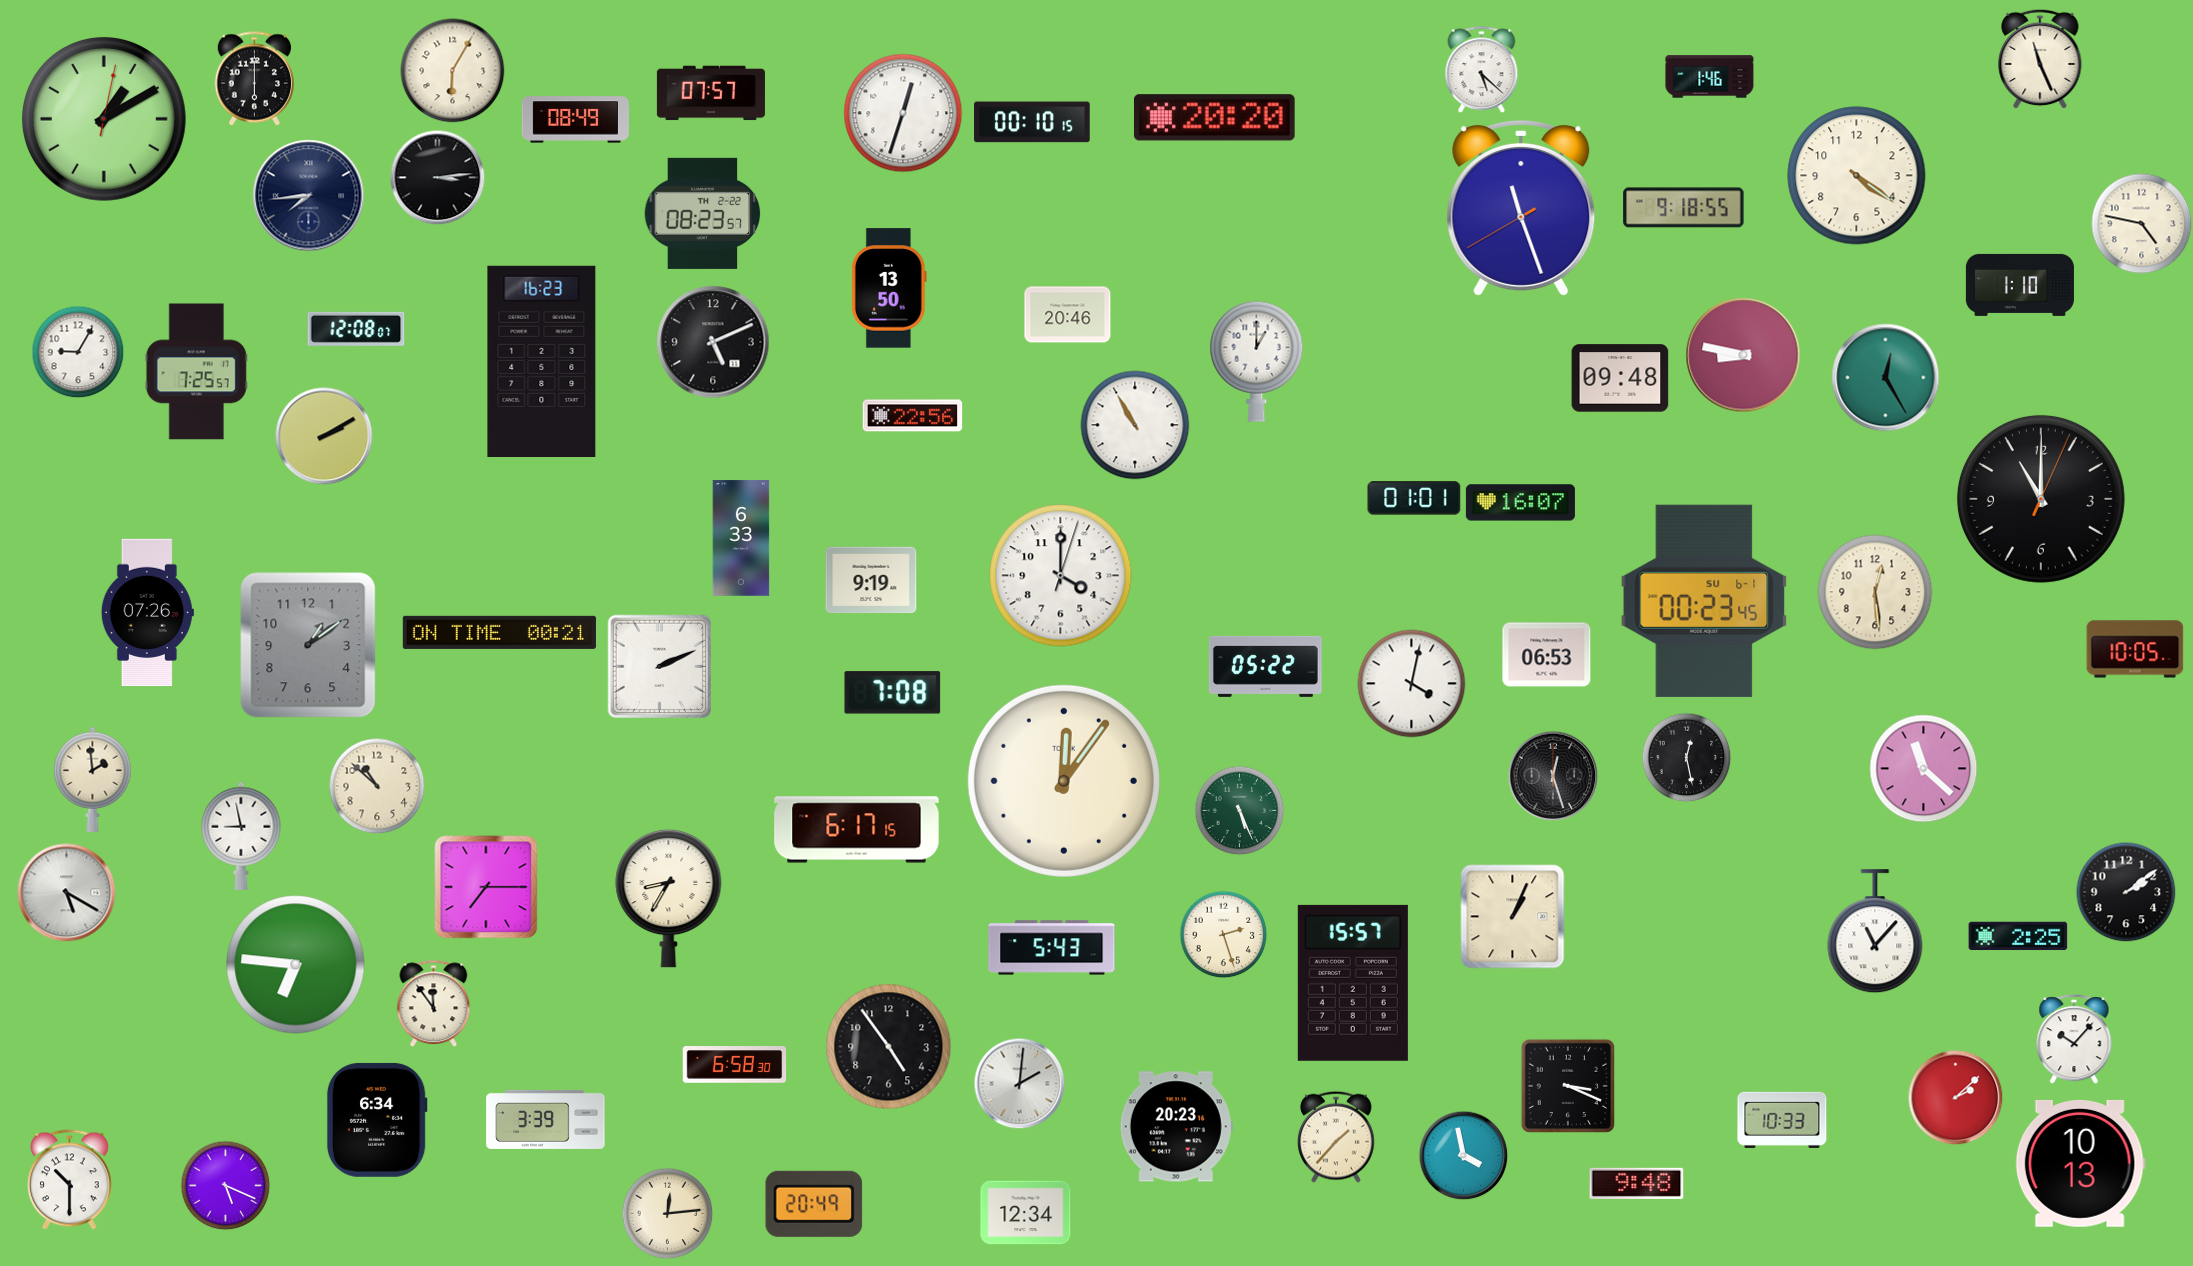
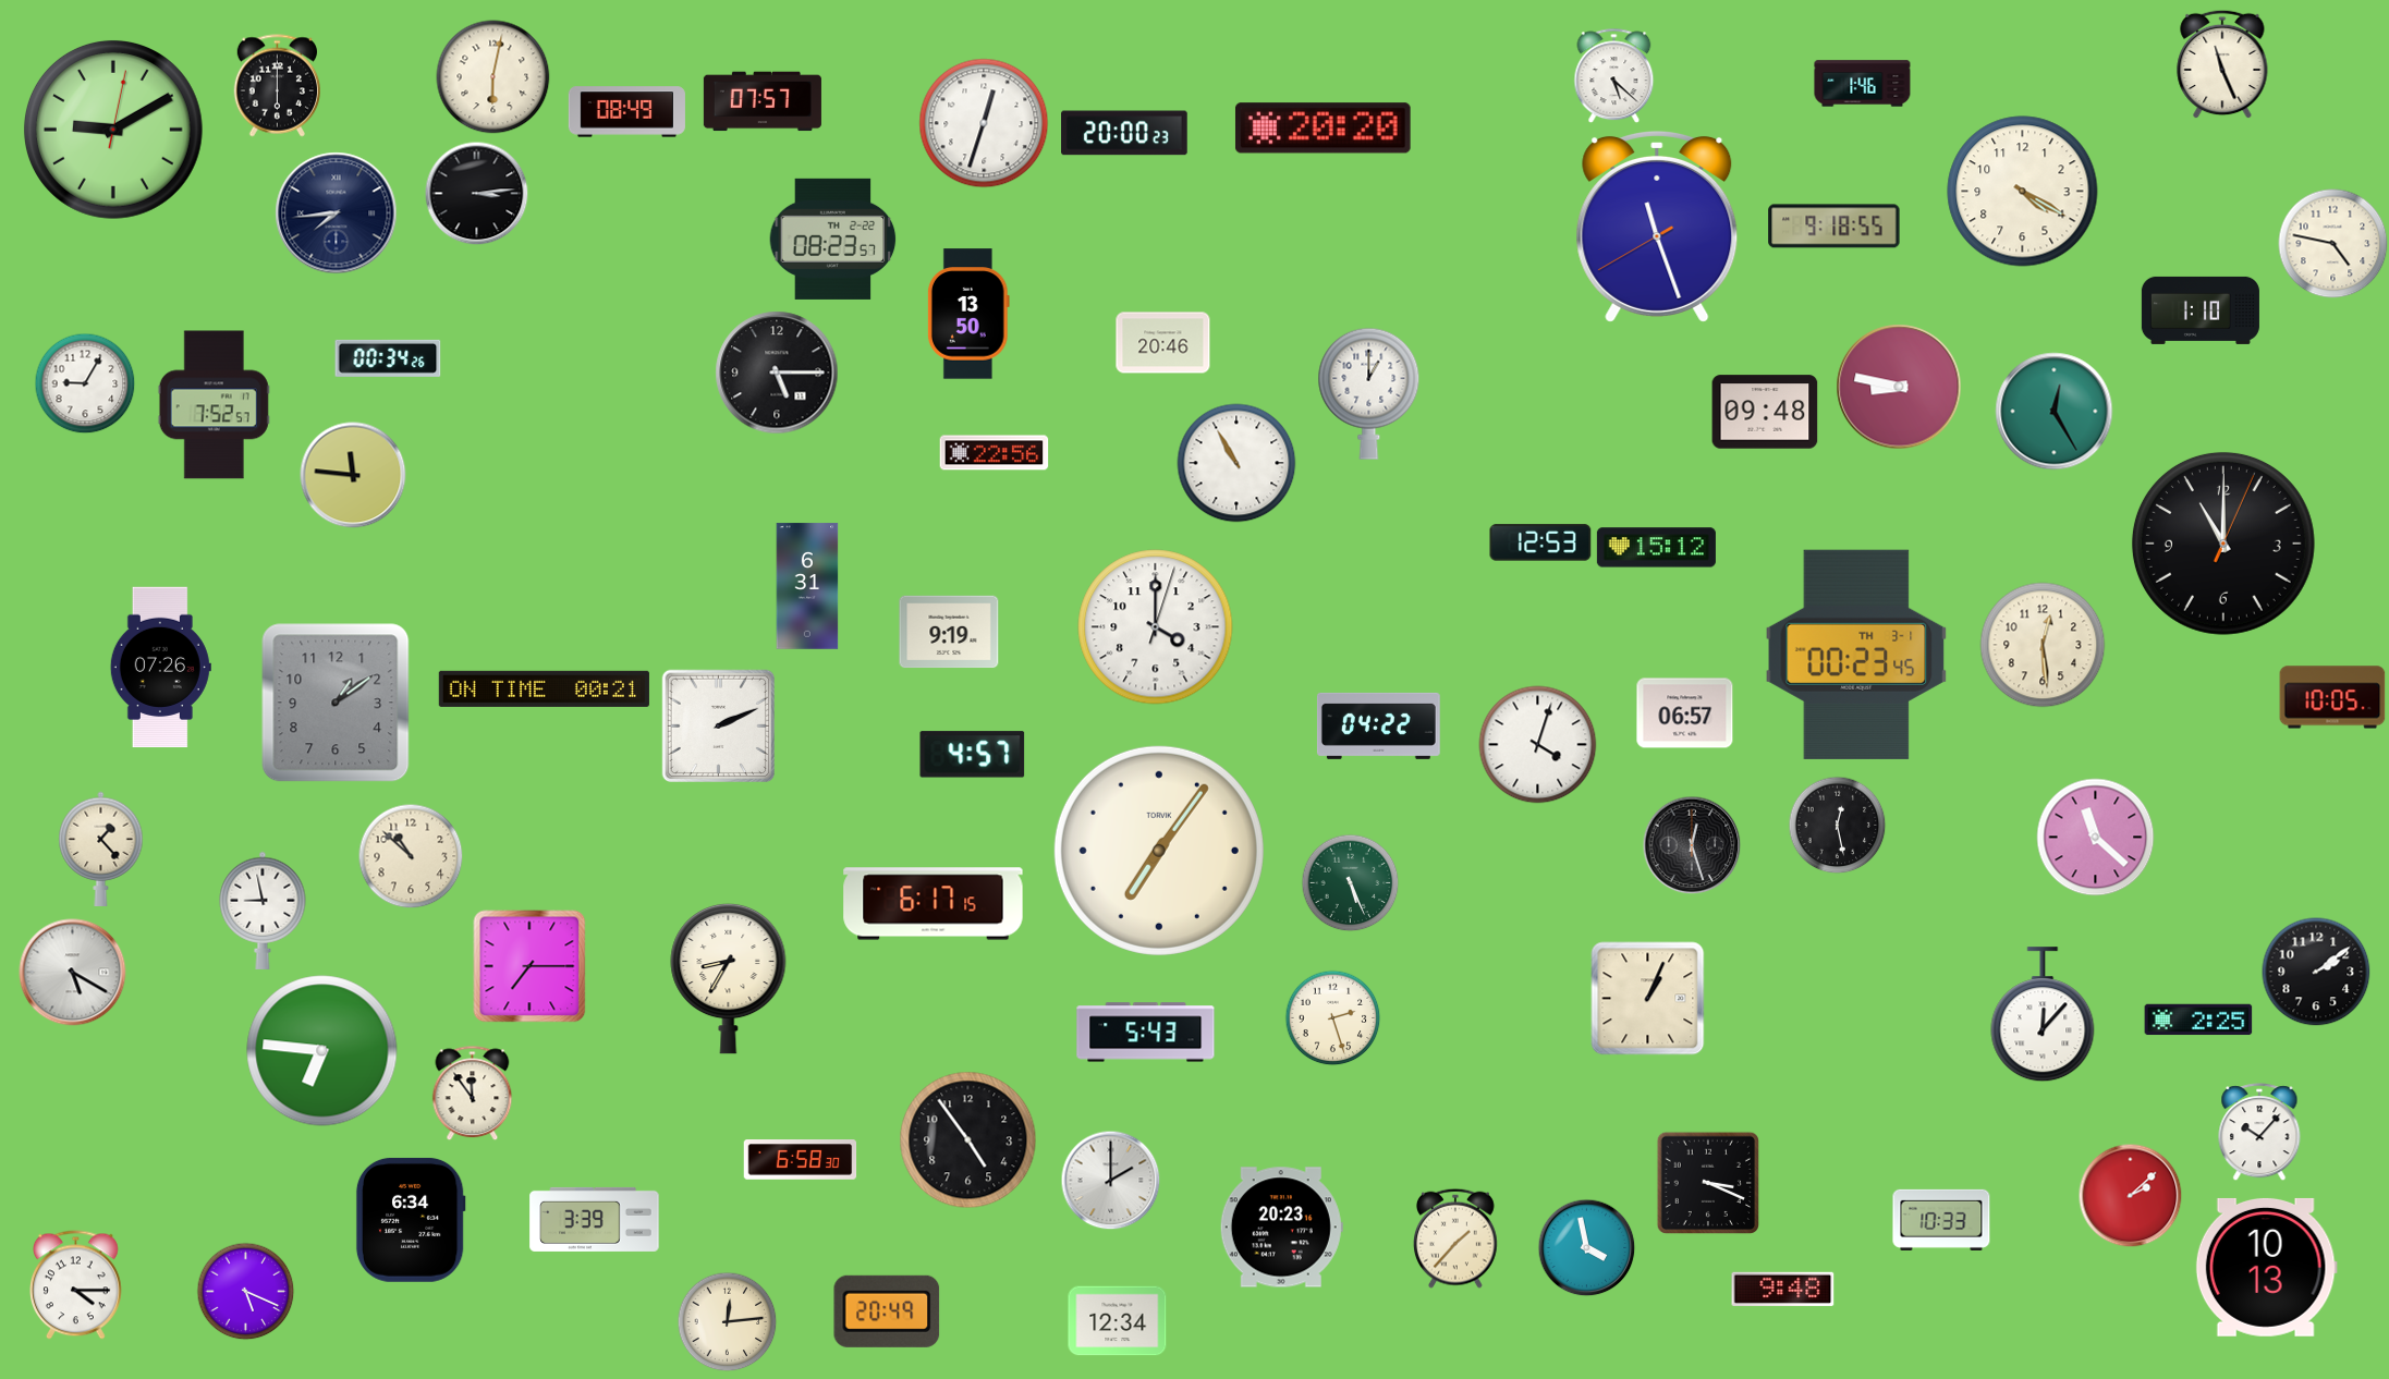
clock at (453, 71): 6:05 -> 6:02
clock at (711, 93) position: (711, 93) -> (763, 101)
clock at (104, 119): 1:10 -> 9:10
clock at (575, 120) position: (575, 120) -> (626, 112)
clock at (1032, 122): 00:10 -> 20:00
clock at (1857, 176): 4:21 -> 4:20
clock at (703, 213) position: (703, 213) -> (833, 239)
clock at (356, 329): 12:08 -> 00:34
clock at (713, 342): 5:11 -> 5:15
clock at (542, 361): 16:23 -> none
clock at (196, 372): 7:25 -> 7:52
clock at (324, 436): 2:10 -> 11:46
clock at (1414, 498): 01:01 -> 12:53
clock at (1520, 503): 16:07 -> 15:12
clock at (741, 538): 6:33 -> 6:31
clock at (1704, 601) date: SU 6-1 -> TH 3-1
clock at (2135, 649) position: (2135, 649) -> (2332, 697)
clock at (1547, 655): 06:53 -> 06:57
clock at (1265, 666): 05:22 -> 04:22
clock at (1412, 684): 4:02 -> 4:03
clock at (893, 693): 7:08 -> 4:57
clock at (93, 779): 1:59 -> 1:23
clock at (1064, 781): 12:06 -> 7:06
clock at (1875, 932): 11:07 -> 12:07
clock at (1353, 983): 15:57 -> none
clock at (1019, 1083): 2:01 -> 2:00
clock at (1463, 1155) position: (1463, 1155) -> (1586, 1247)
clock at (70, 1180): 10:30 -> 4:15
